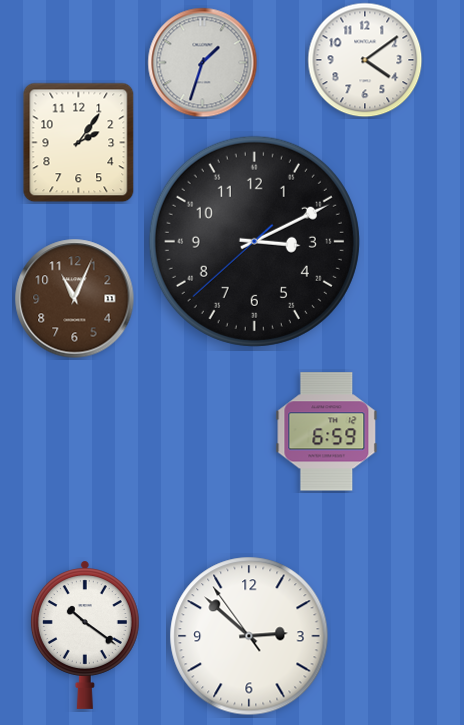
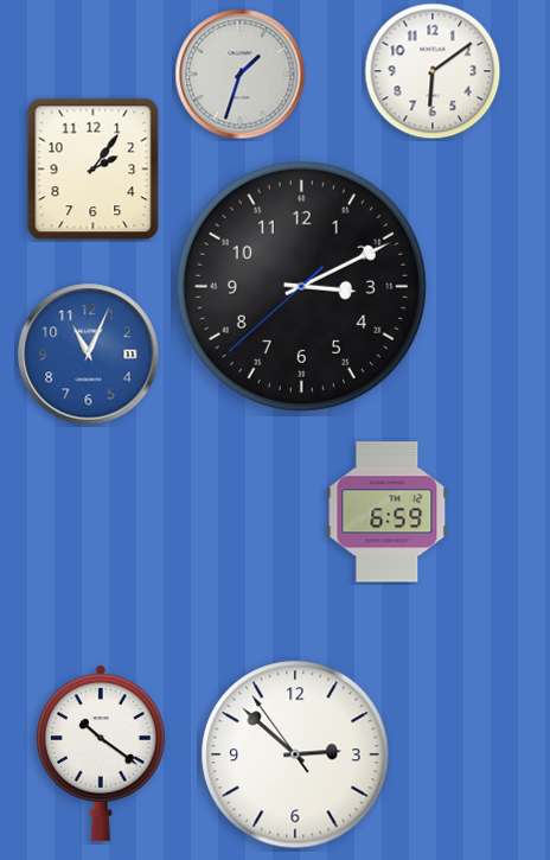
clock at (365, 60): 4:09 -> 6:09
clock at (75, 299) dial: brown -> blue
